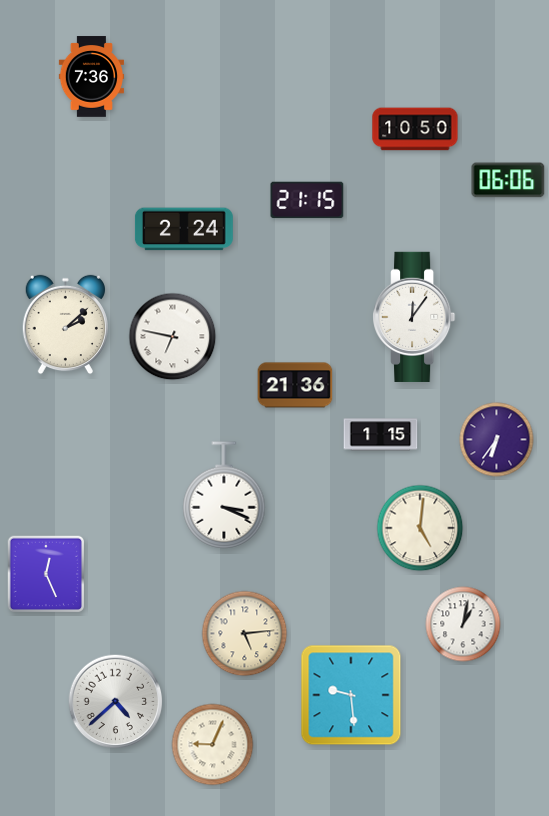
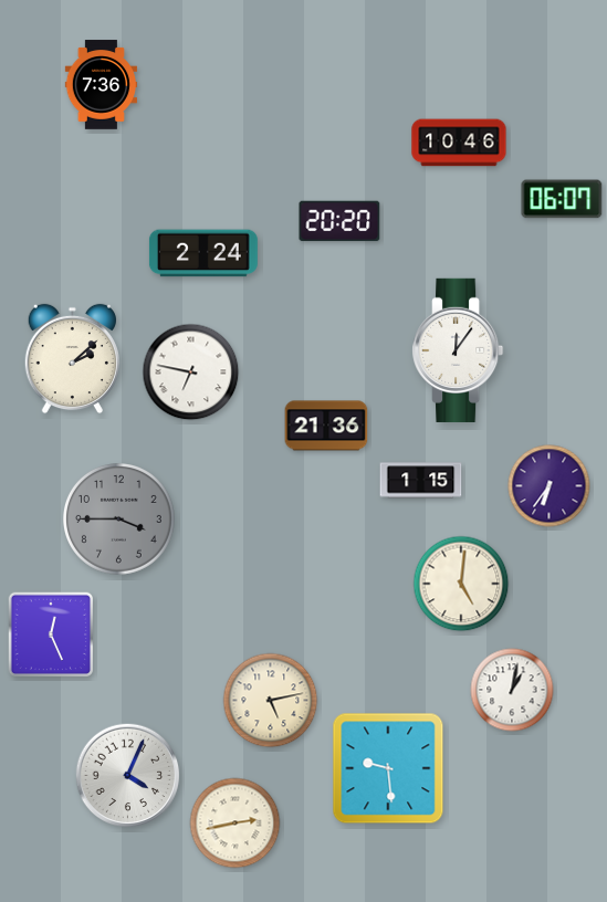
clock at (415, 129): 10:50 -> 10:46
clock at (508, 180): 06:06 -> 06:07
clock at (307, 200): 21:15 -> 20:20
clock at (119, 520): none -> 3:45
clock at (224, 495): 3:19 -> none
clock at (420, 528) position: (420, 528) -> (461, 584)
clock at (245, 634): 5:14 -> 5:13
clock at (116, 702): 4:38 -> 4:04
clock at (213, 745): 9:04 -> 2:43
